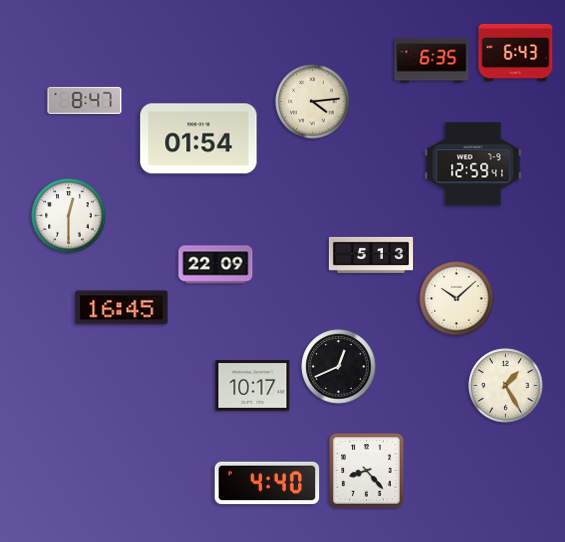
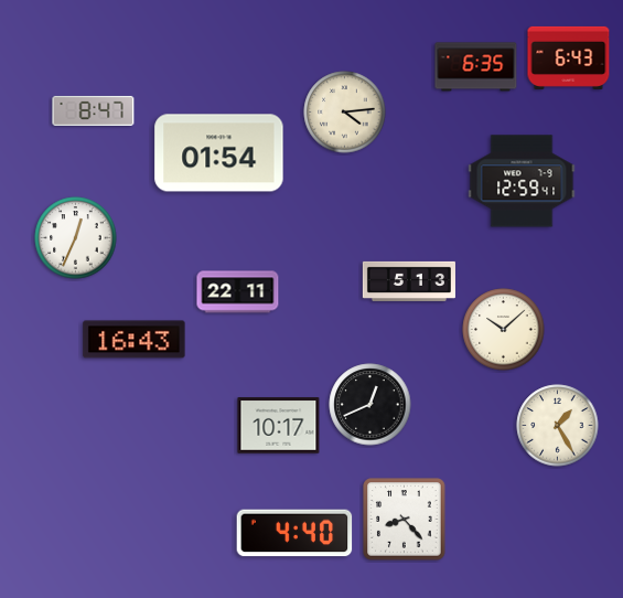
clock at (69, 216): 12:30 -> 12:34
clock at (216, 265): 22:09 -> 22:11
clock at (122, 308): 16:45 -> 16:43
clock at (339, 367) position: (339, 367) -> (370, 405)
